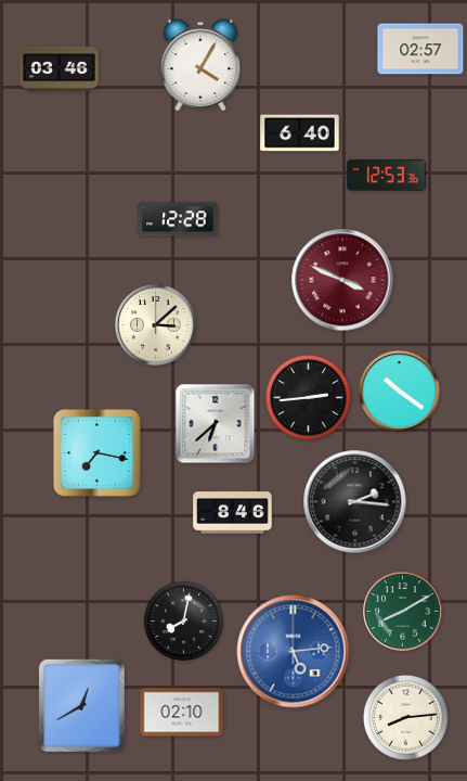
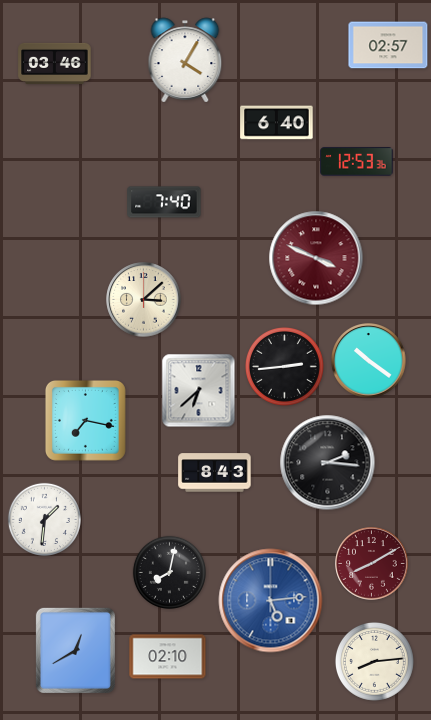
clock at (178, 219): 12:28 -> 7:40
clock at (96, 452) position: (96, 452) -> (85, 420)
clock at (233, 513): 8:46 -> 8:43
clock at (44, 519): none -> 1:31
clock at (403, 612) dial: green -> burgundy
